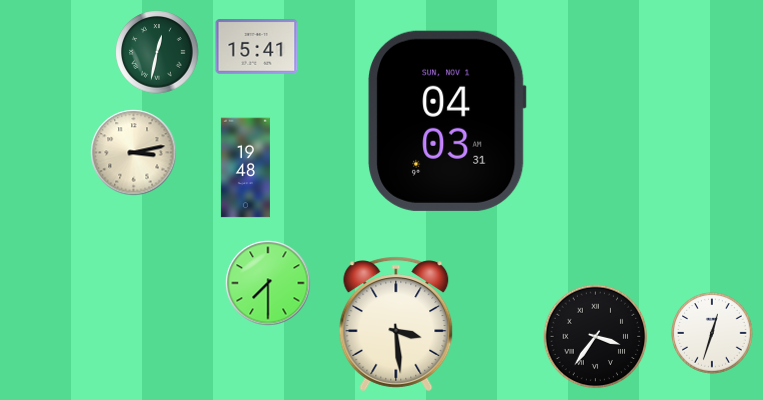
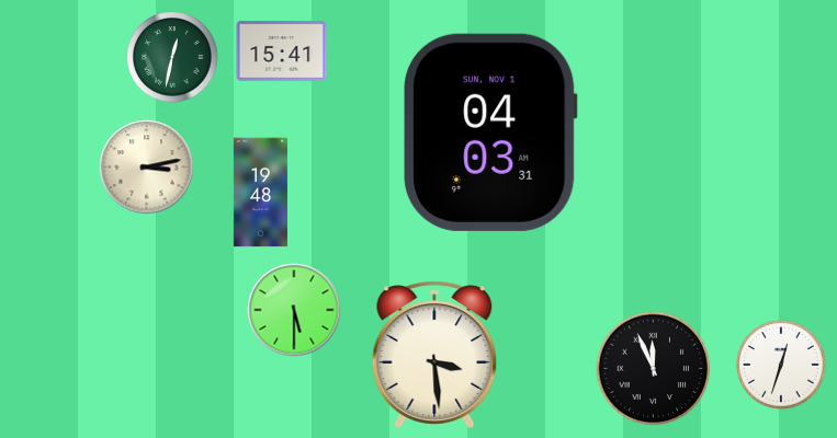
clock at (245, 168) position: (245, 168) -> (260, 193)
clock at (268, 283): 7:30 -> 5:30
clock at (596, 337): 3:36 -> 11:56
